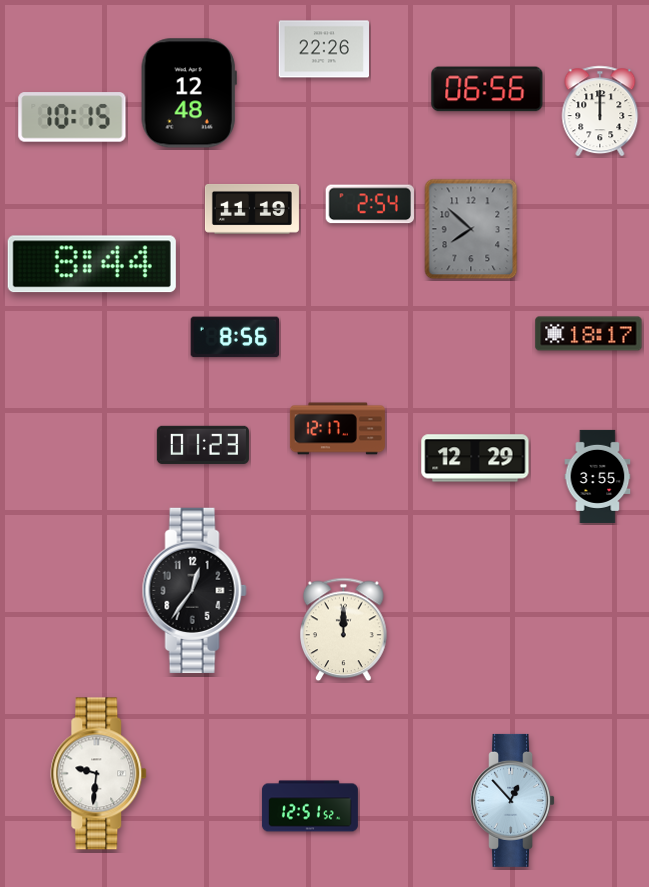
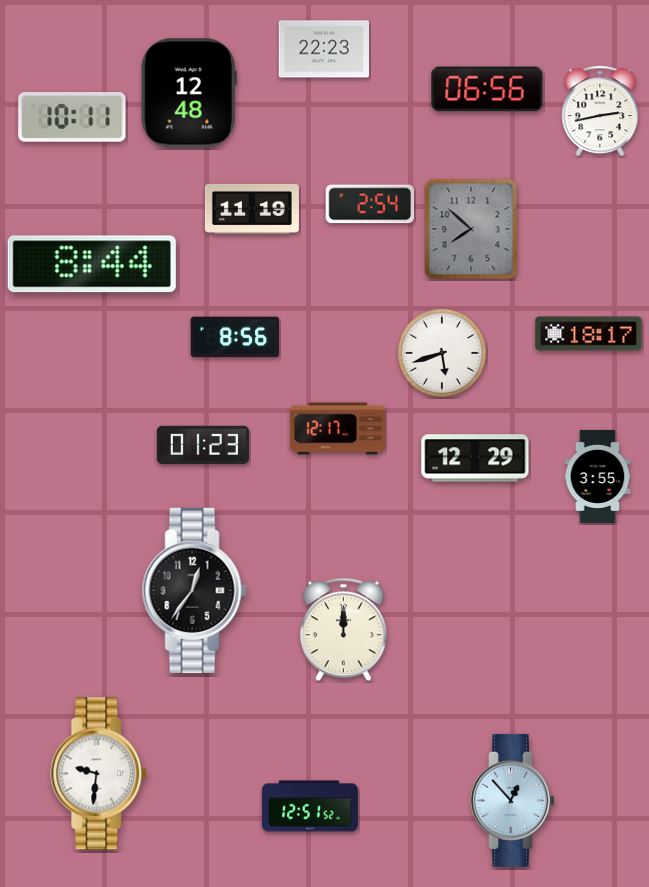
clock at (323, 49): 22:26 -> 22:23
clock at (600, 111): 12:00 -> 2:43
clock at (72, 117): 10:15 -> 10:11
clock at (443, 354): none -> 5:42
